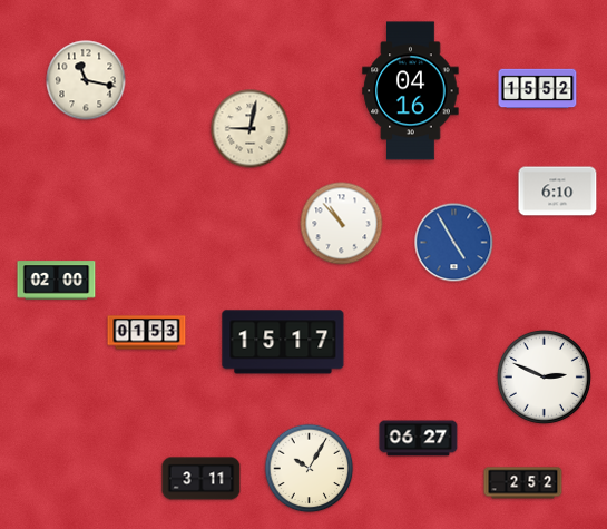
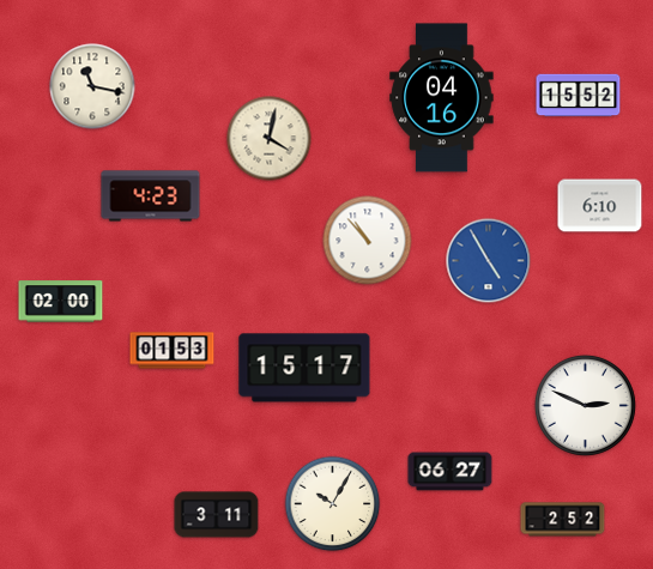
clock at (251, 129): 9:02 -> 4:02
clock at (151, 196): none -> 4:23
clock at (147, 333) position: (147, 333) -> (173, 351)
